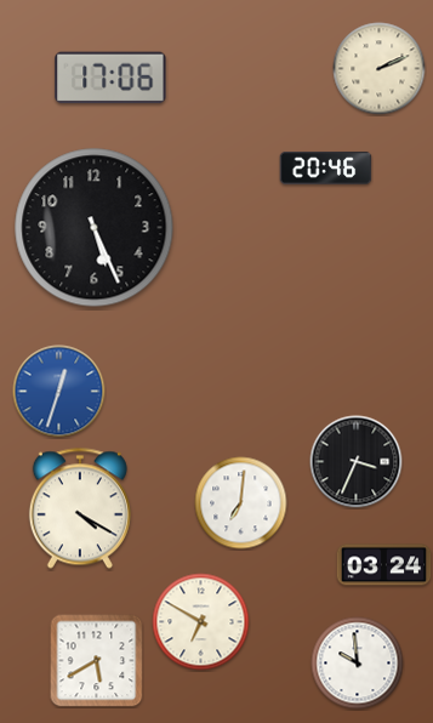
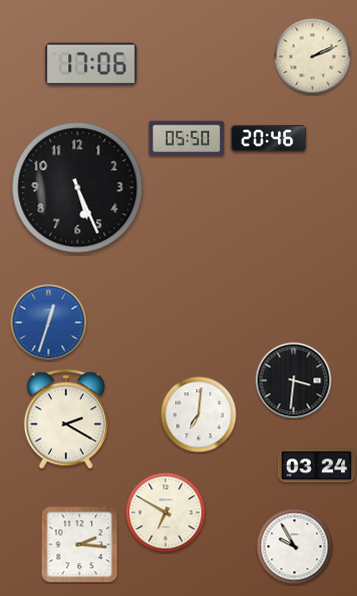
clock at (187, 139): none -> 05:50
clock at (357, 462): 3:34 -> 3:31
clock at (80, 508): 4:20 -> 2:20
clock at (97, 661): 5:40 -> 2:16
clock at (358, 664): 9:59 -> 9:55
